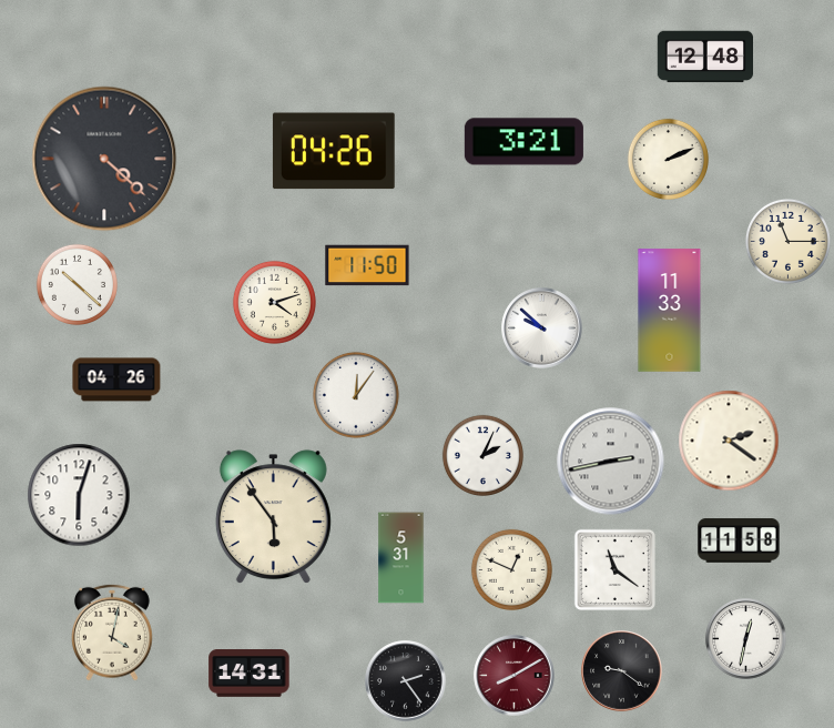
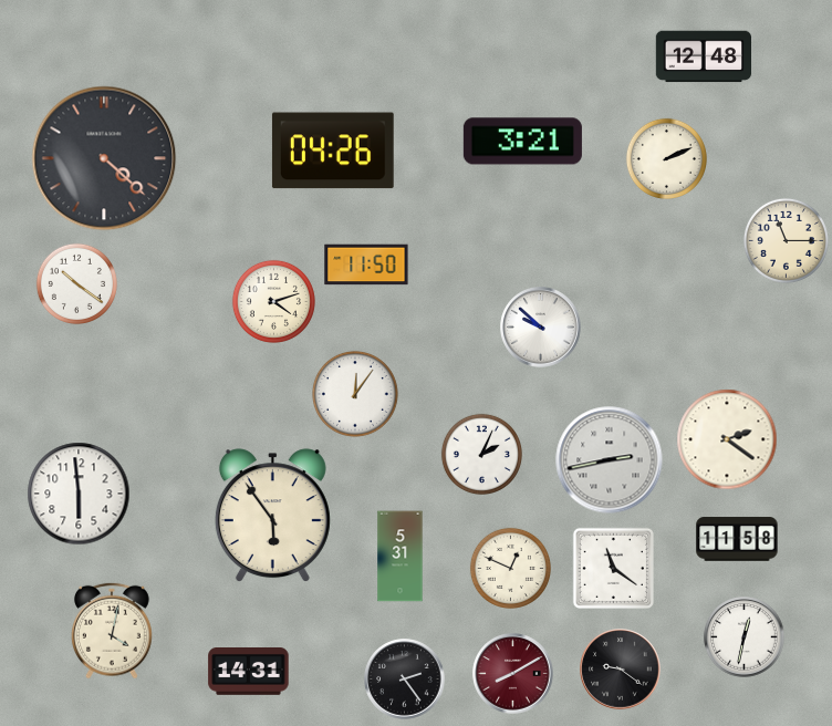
clock at (77, 284): 10:22 -> 10:21
clock at (670, 311): 11:33 -> none
clock at (116, 380): 04:26 -> none
clock at (79, 495): 6:03 -> 5:59
